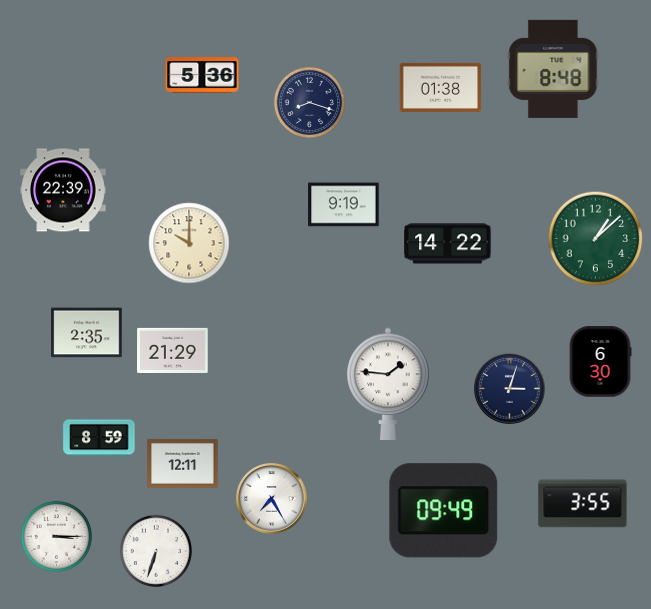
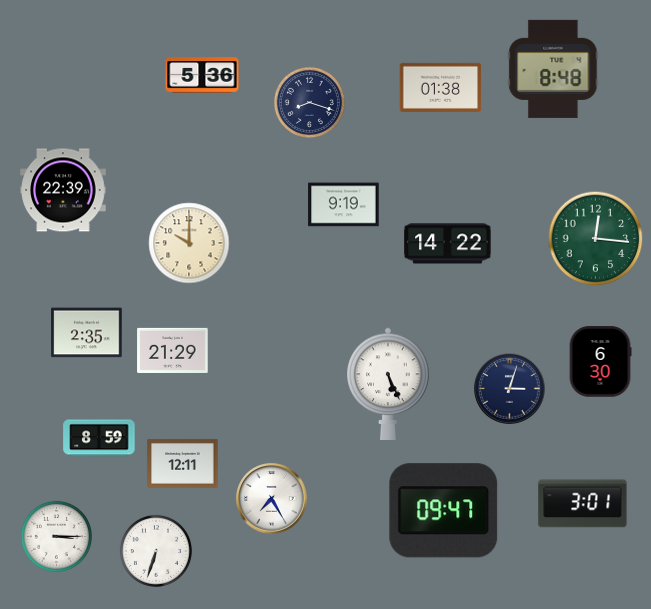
clock at (596, 239): 1:08 -> 12:16
clock at (388, 383): 1:46 -> 5:26
clock at (583, 504): 3:55 -> 3:01
clock at (444, 511): 09:49 -> 09:47
